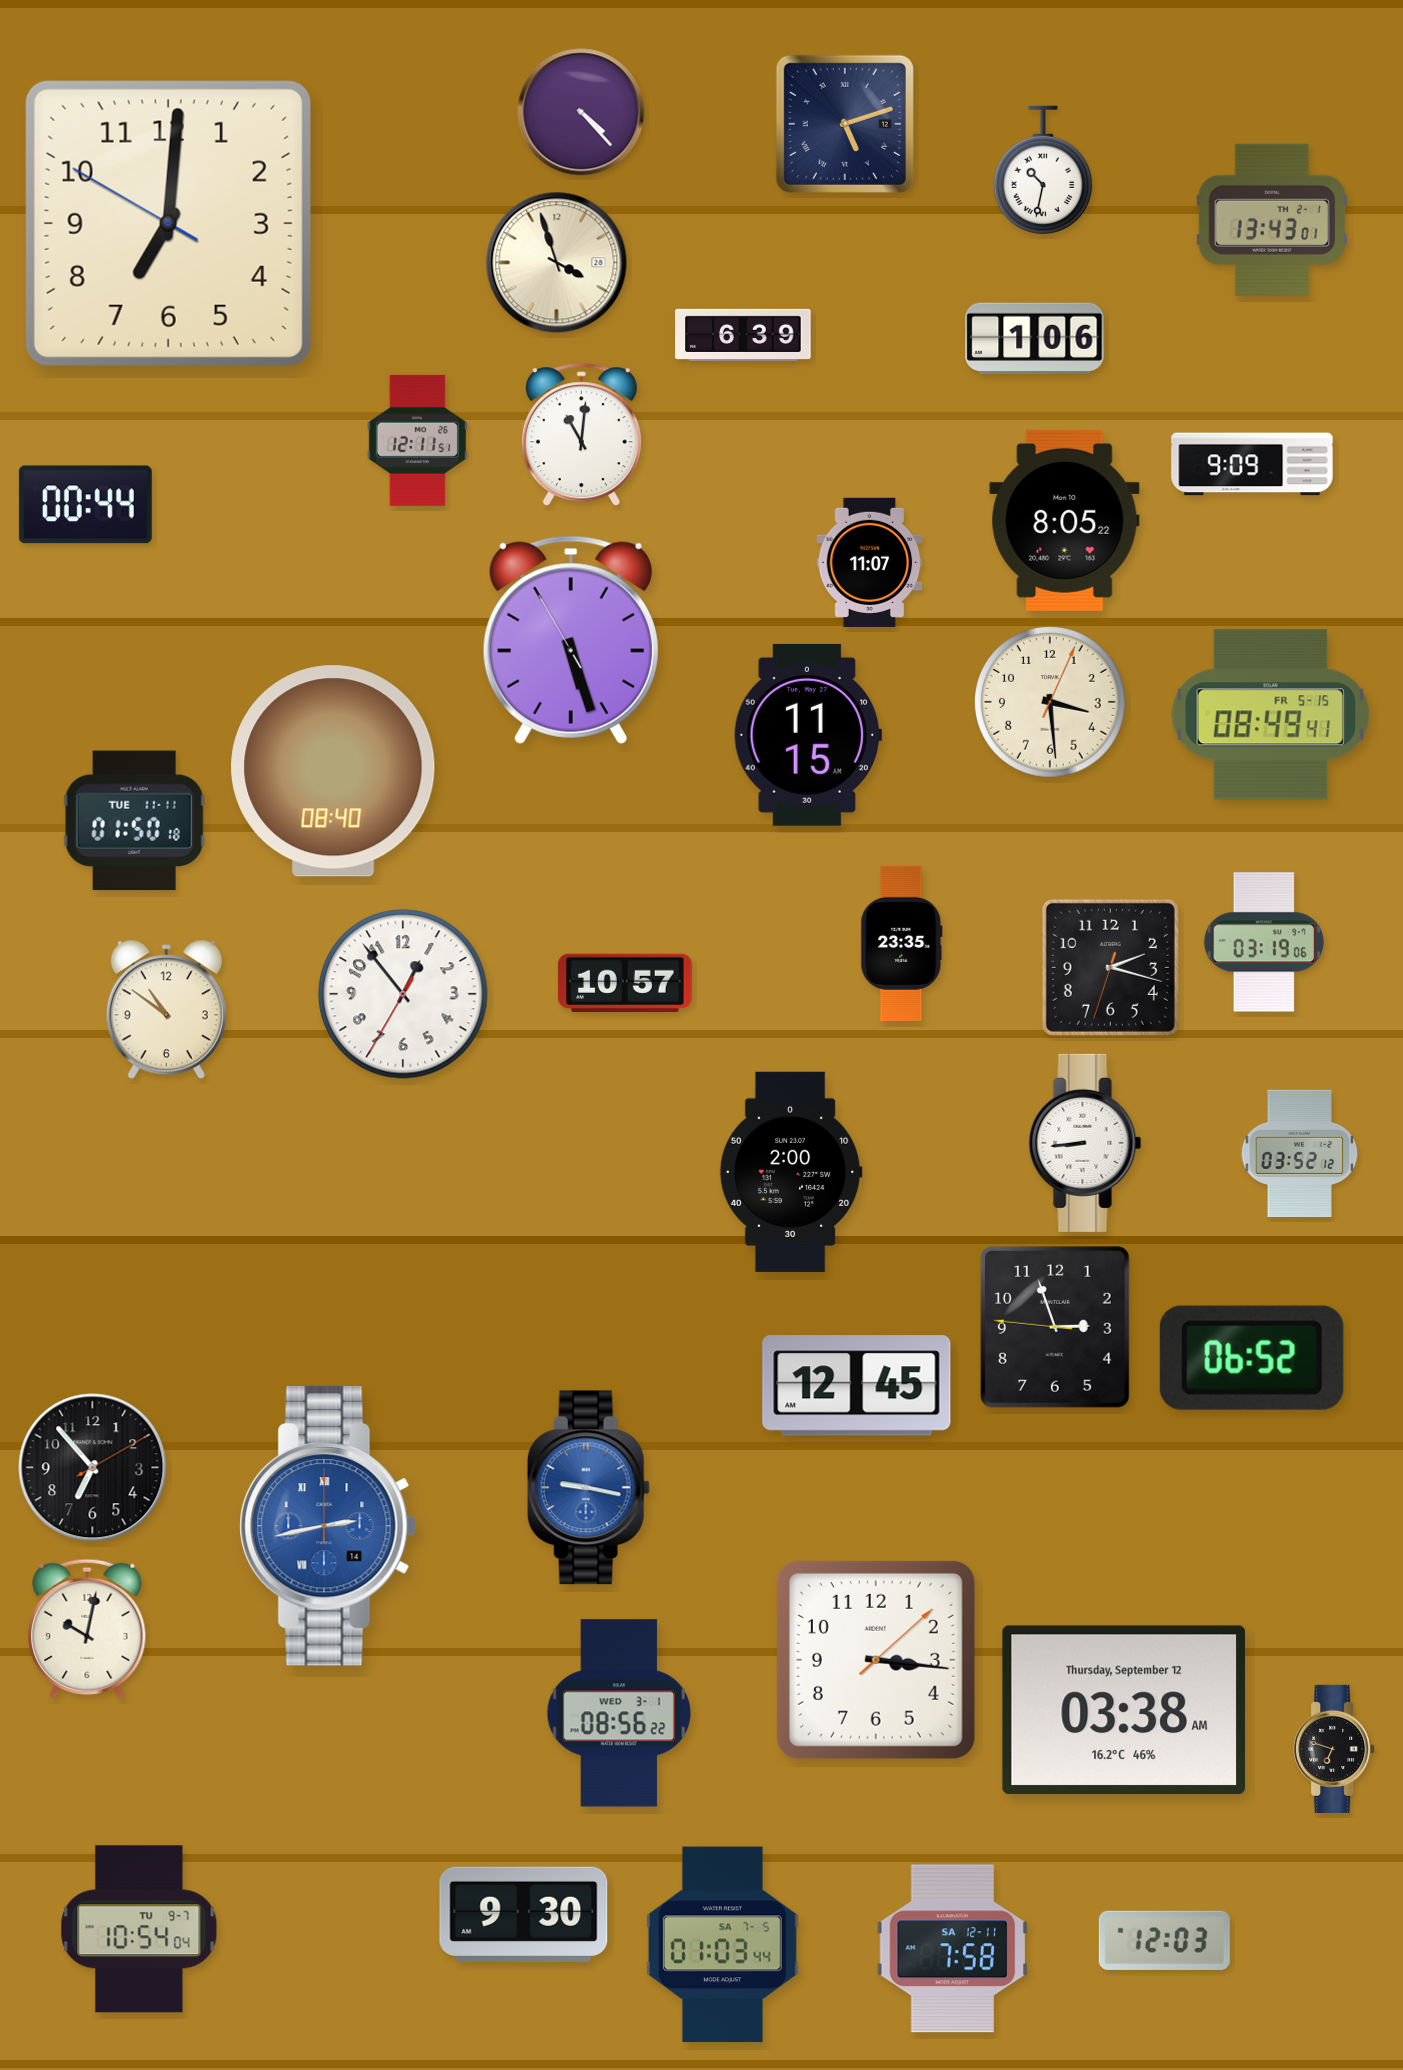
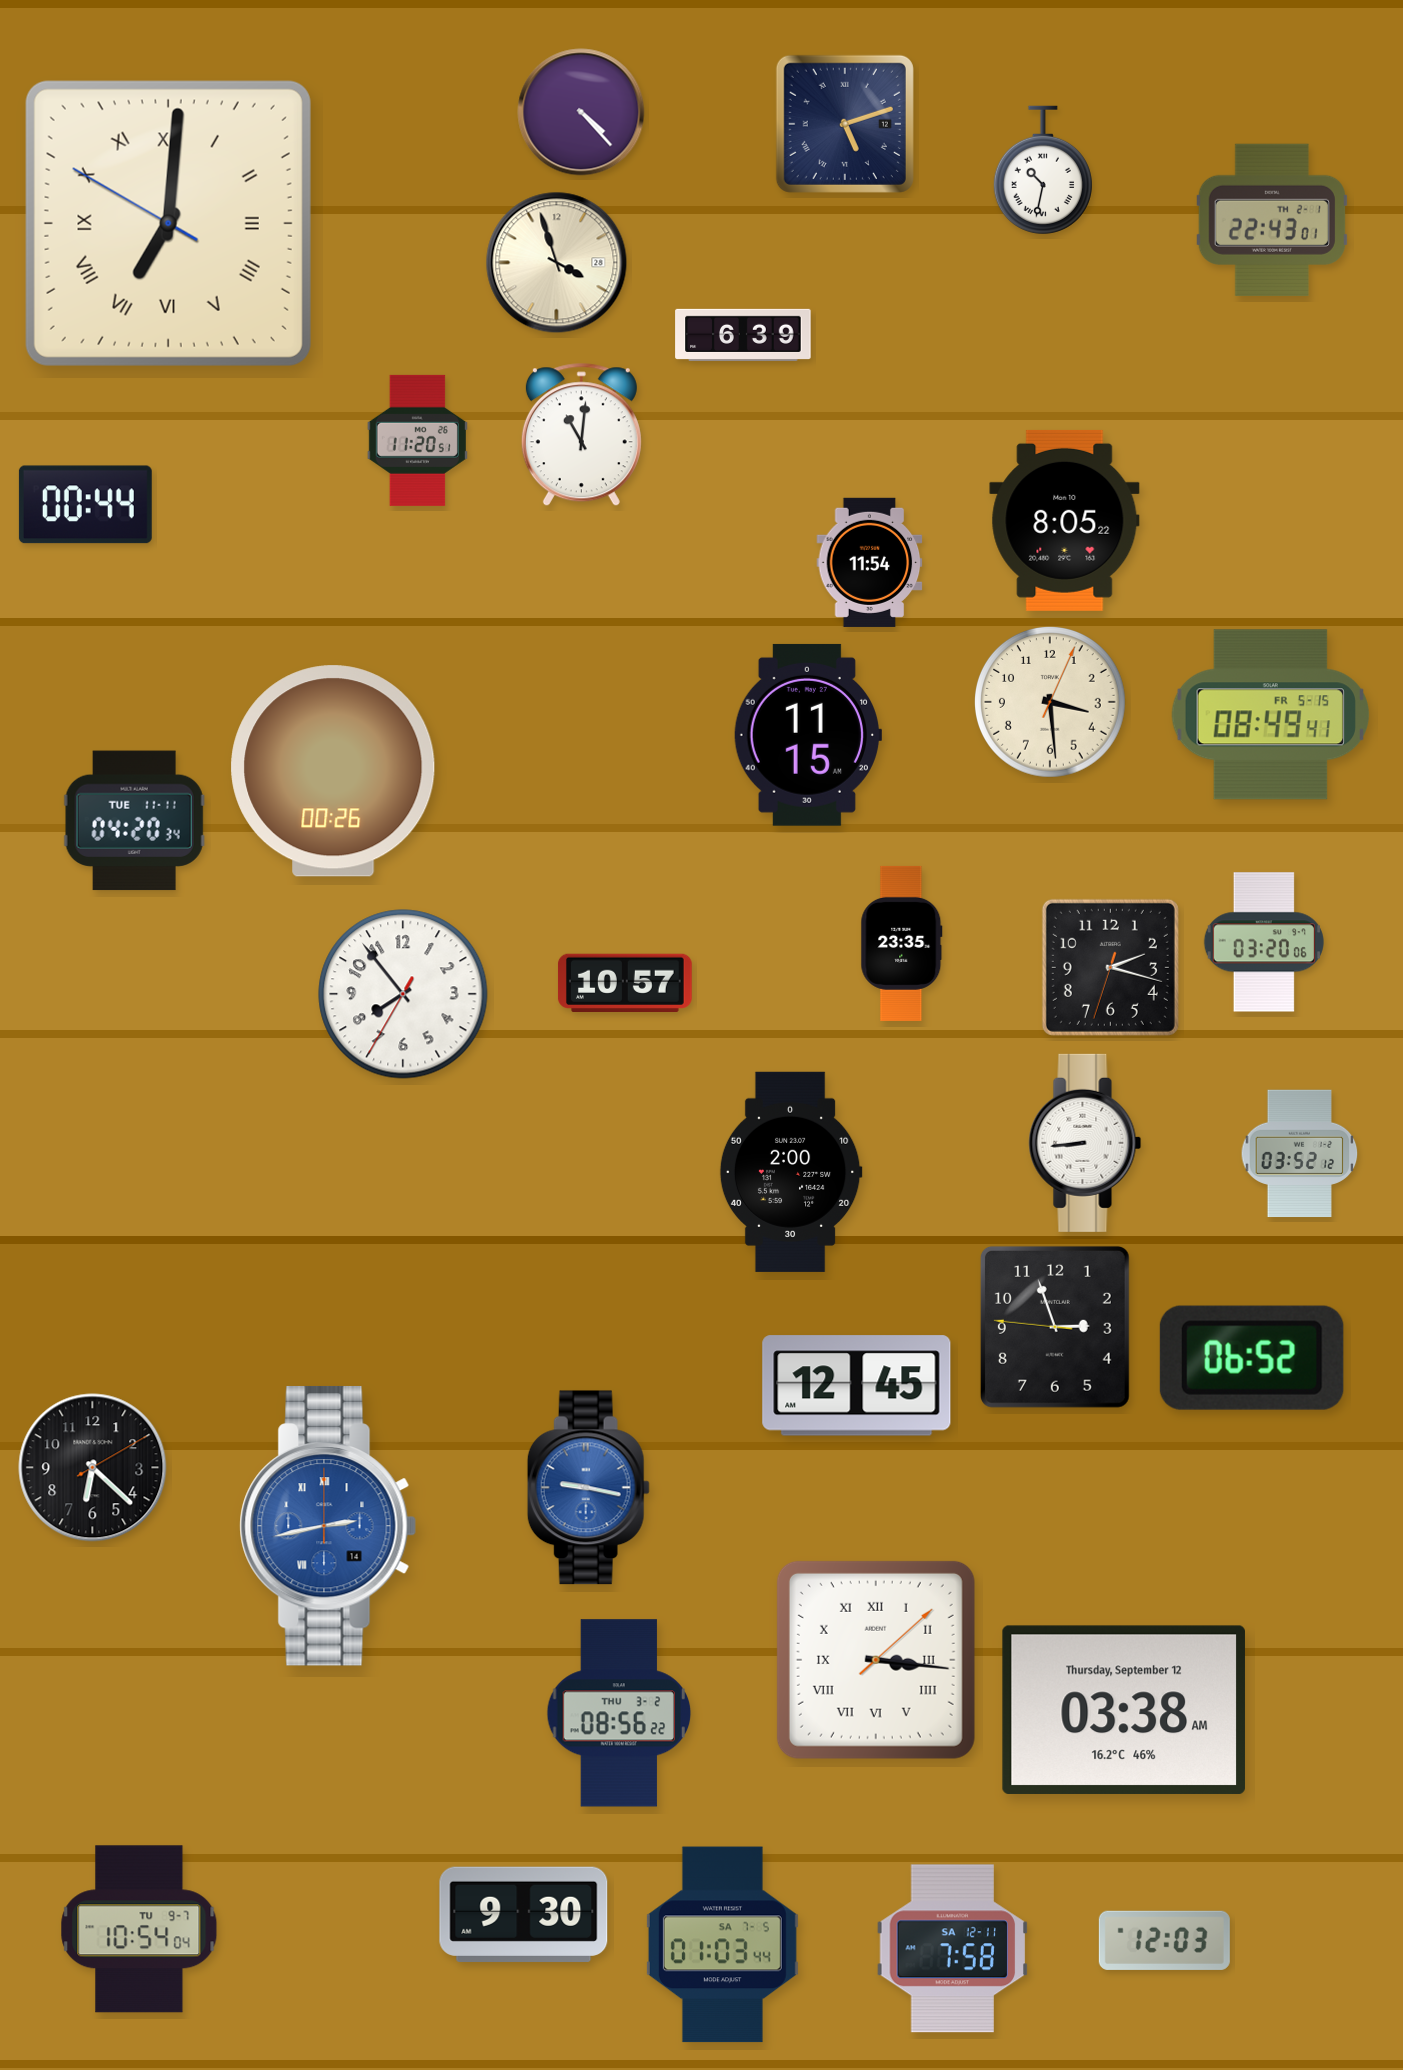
clock at (1272, 220): 13:43 -> 22:43
clock at (168, 223) numerals: Arabic -> Roman
clock at (1035, 338): 1:06 -> none
clock at (417, 440): 12:11 -> 11:20
clock at (1252, 464): 9:09 -> none
clock at (870, 562): 11:07 -> 11:54
clock at (571, 640): 5:26 -> none
clock at (333, 771): 08:40 -> 00:26
clock at (134, 821): 01:50 -> 04:20
clock at (1264, 942): 03:19 -> 03:20
clock at (403, 994): 12:53 -> 7:53
clock at (166, 1010): 10:51 -> none
clock at (93, 1468): 6:53 -> 6:22
clock at (87, 1629): 10:02 -> none
clock at (876, 1660) numerals: Arabic -> Roman
clock at (619, 1713) date: WED 3-1 -> THU 3-2
clock at (1334, 1748): 6:48 -> none
